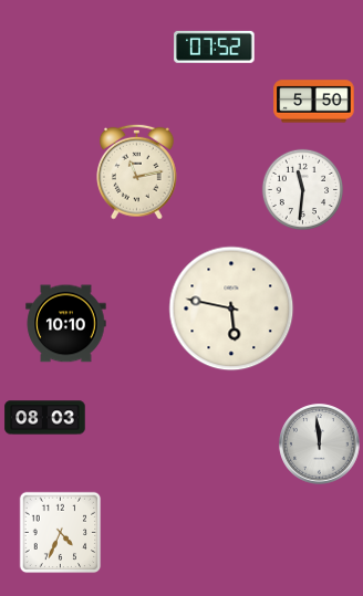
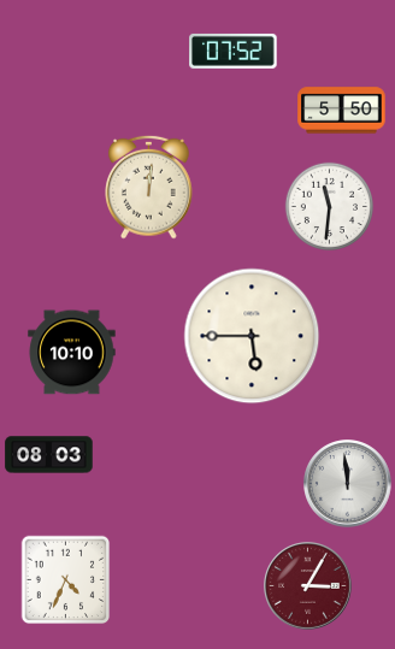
clock at (137, 171): 11:13 -> 12:01
clock at (231, 309): 5:47 -> 5:45
clock at (308, 586): none -> 3:05
